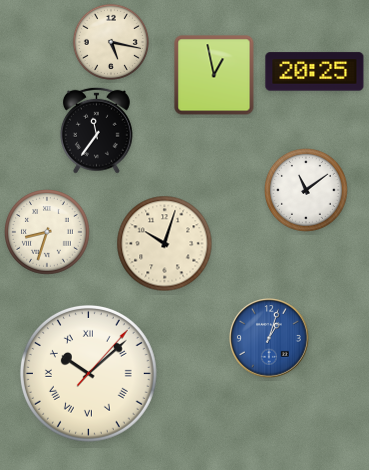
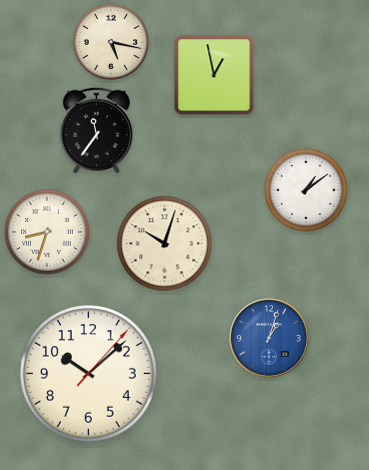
clock at (315, 72): 20:25 -> none
clock at (307, 191): 11:09 -> 1:09
clock at (88, 373) numerals: Roman -> Arabic
